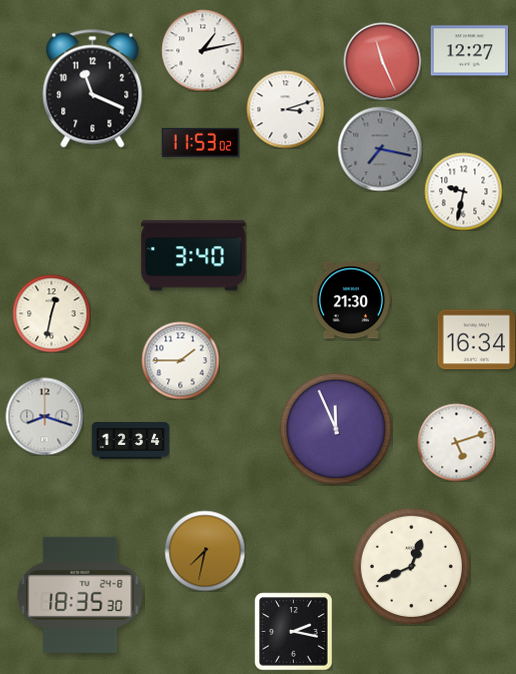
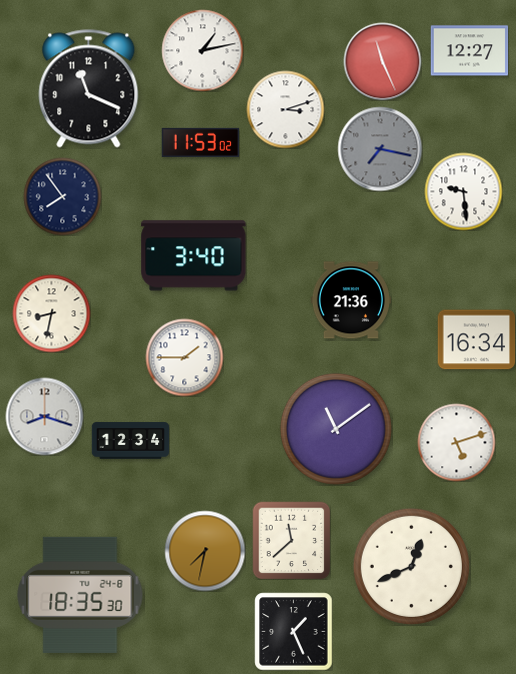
clock at (93, 89) position: (93, 89) -> (89, 89)
clock at (463, 191): 9:32 -> 9:29
clock at (62, 196): none -> 7:54
clock at (350, 300): 21:30 -> 21:36
clock at (51, 313): 12:32 -> 8:32
clock at (180, 360) position: (180, 360) -> (184, 357)
clock at (336, 429): 11:56 -> 11:09
clock at (291, 540): none -> 11:38
clock at (293, 631): 2:17 -> 1:26
